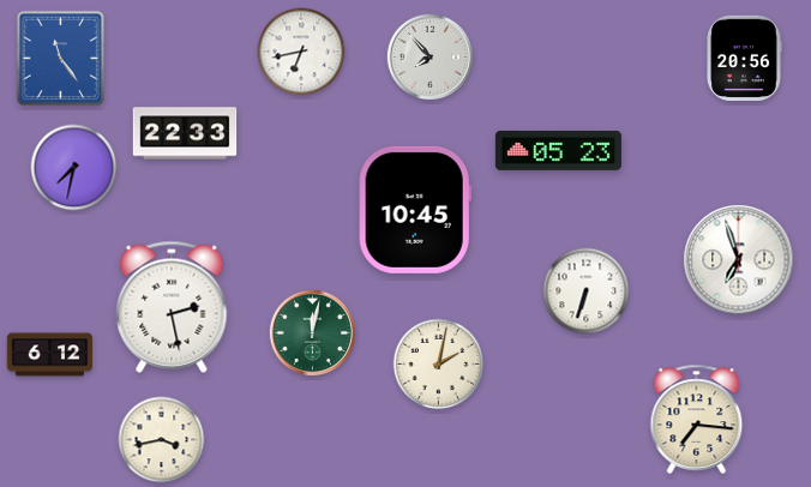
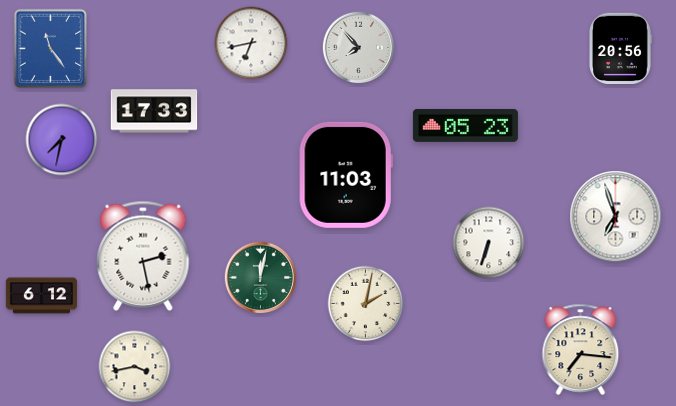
clock at (185, 133): 22:33 -> 17:33
clock at (415, 210): 10:45 -> 11:03
